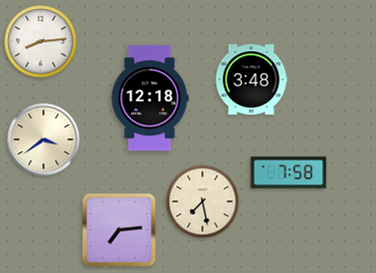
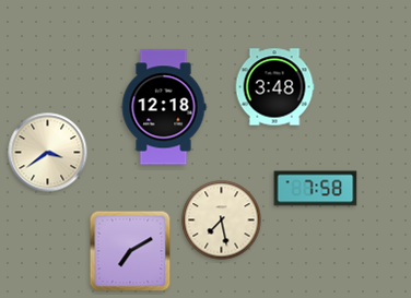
clock at (41, 42): 8:14 -> none
clock at (119, 230): 7:14 -> 7:10
